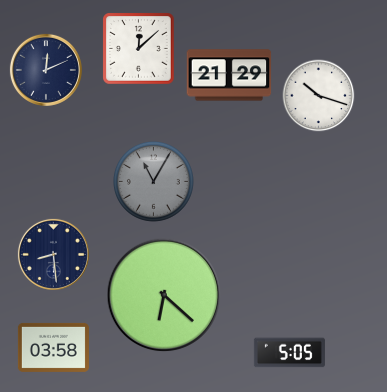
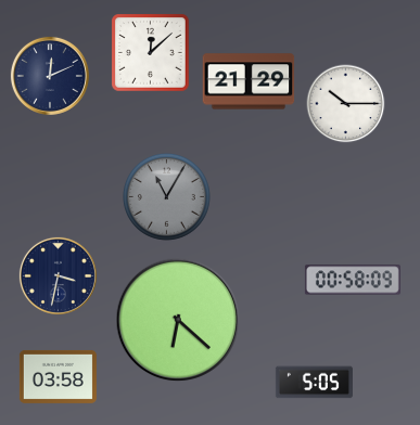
clock at (319, 96): 10:18 -> 10:15
clock at (53, 254): 8:29 -> 3:32
clock at (353, 280): none -> 00:58
